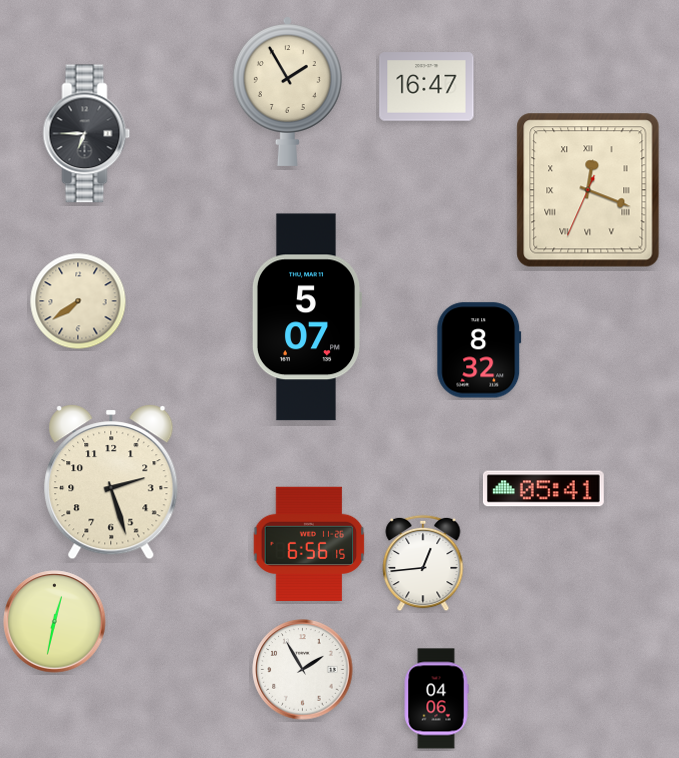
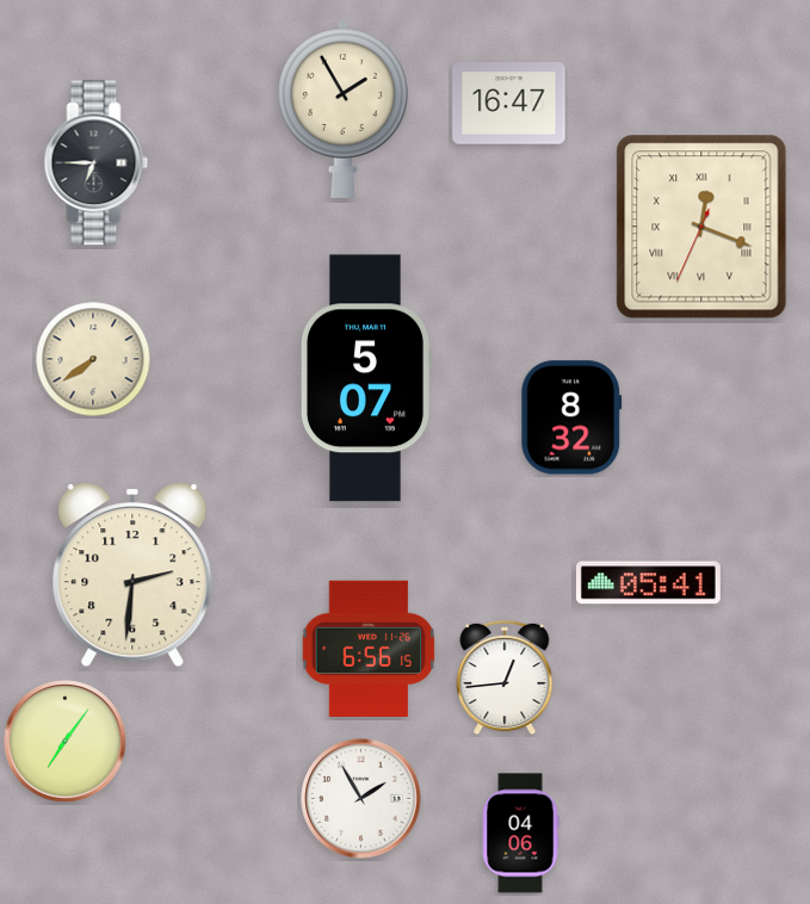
clock at (87, 134) position: (87, 134) -> (97, 163)
clock at (111, 482): 2:27 -> 2:31
clock at (423, 563) position: (423, 563) -> (505, 677)
clock at (55, 622): 12:32 -> 7:06
